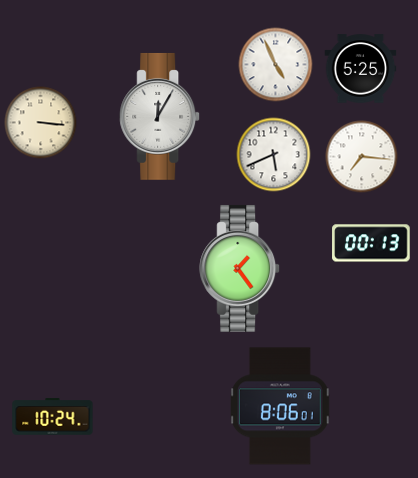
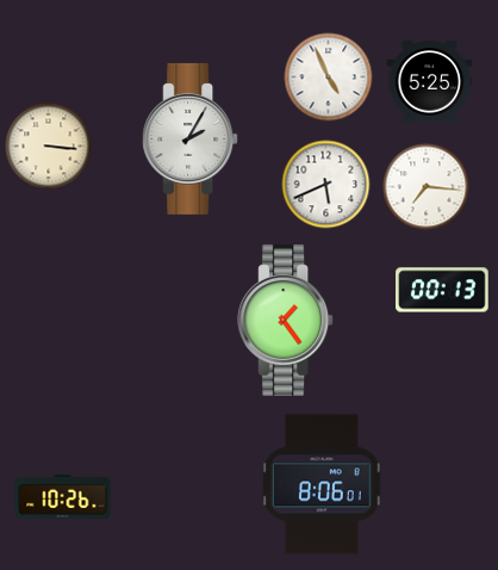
clock at (160, 116): 12:05 -> 2:05
clock at (362, 157) position: (362, 157) -> (427, 187)
clock at (281, 406) position: (281, 406) -> (323, 484)
clock at (53, 417): 10:24 -> 10:26
